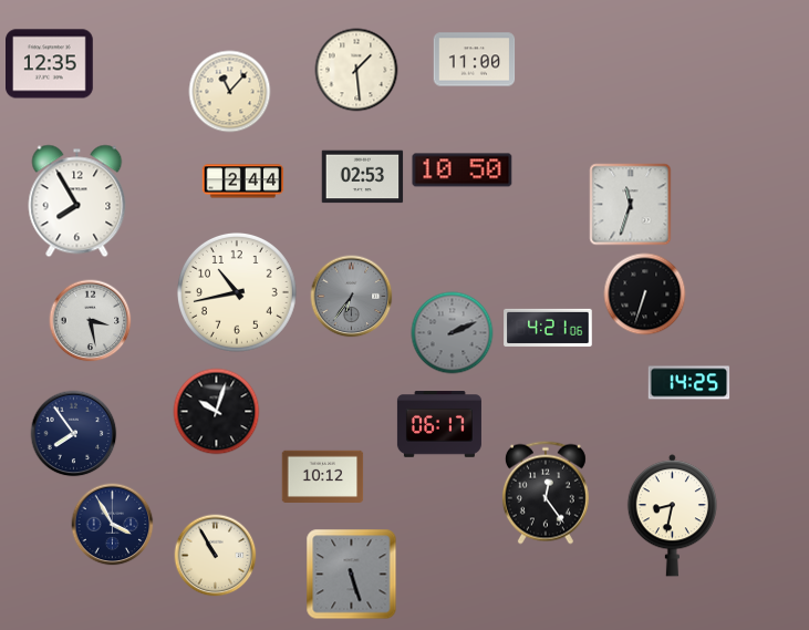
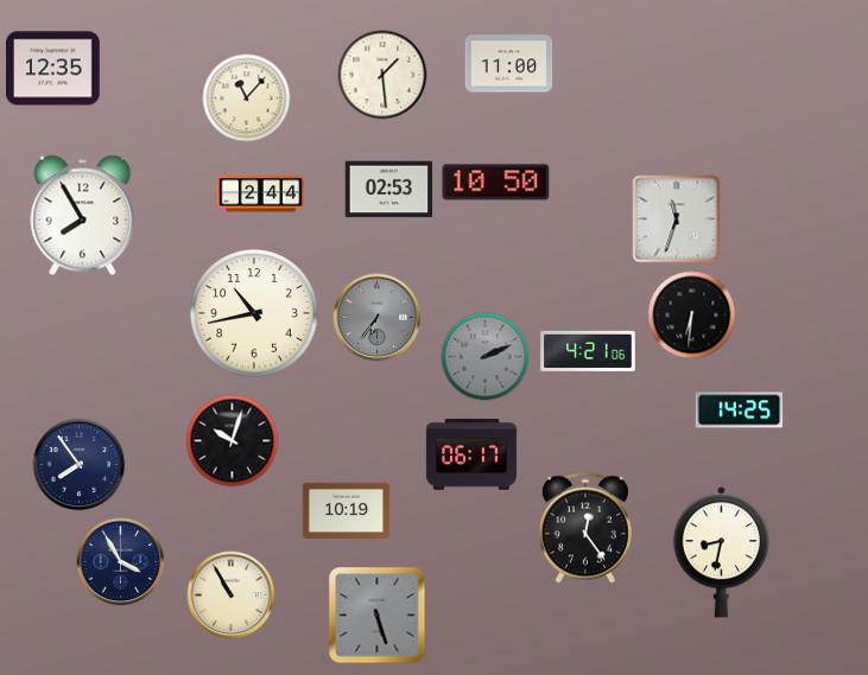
clock at (645, 295): 6:33 -> 6:31
clock at (91, 321): 3:28 -> none
clock at (323, 477): 10:12 -> 10:19
